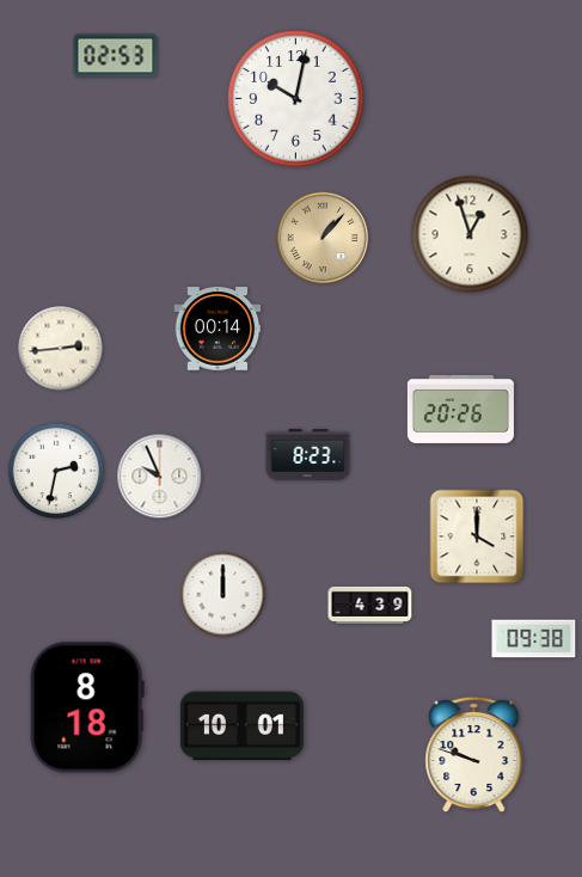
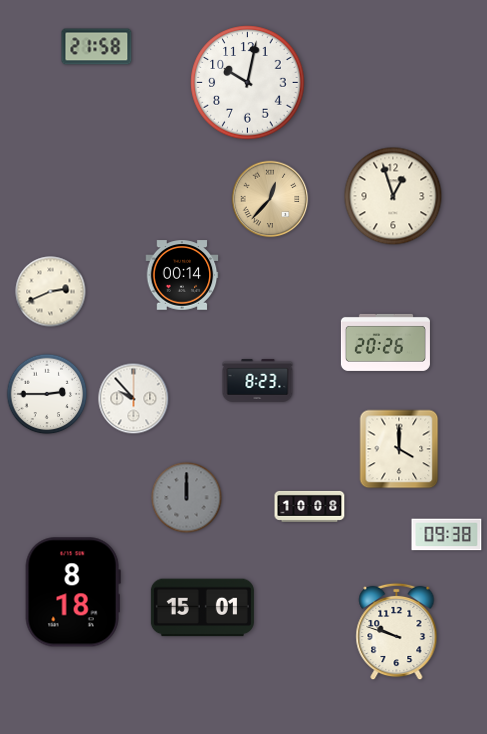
clock at (116, 56): 02:53 -> 21:58
clock at (323, 238): 1:07 -> 12:37
clock at (61, 349): 2:44 -> 2:41
clock at (56, 471): 2:32 -> 2:45
clock at (160, 477): 9:56 -> 9:53
clock at (223, 595) dial: white -> grey
clock at (370, 605): 4:39 -> 10:08
clock at (241, 726): 10:01 -> 15:01
